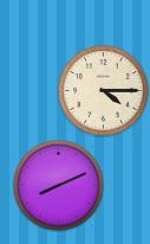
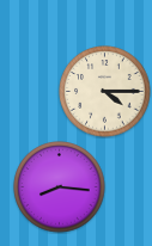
clock at (59, 186): 8:11 -> 8:16
